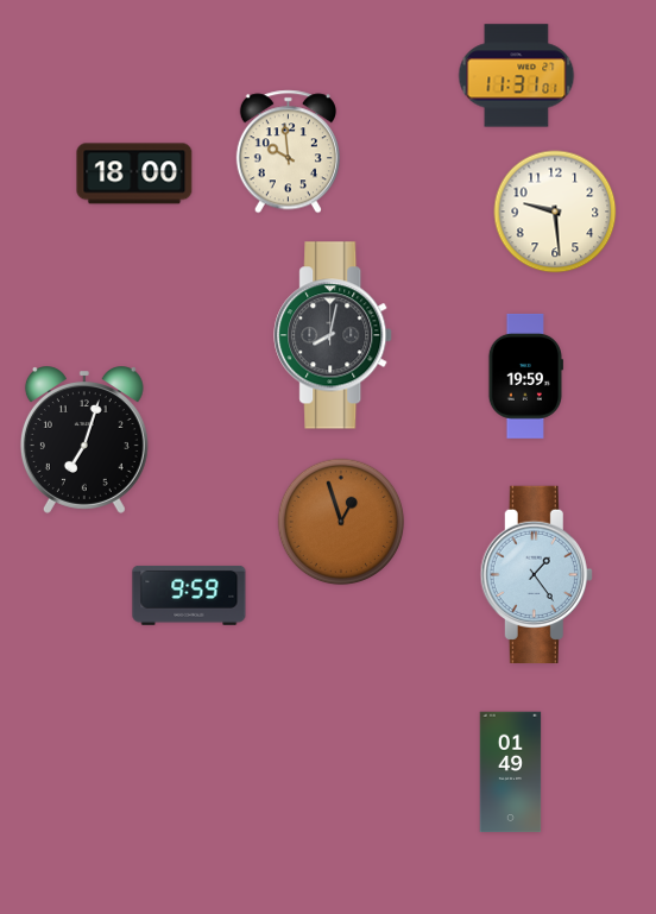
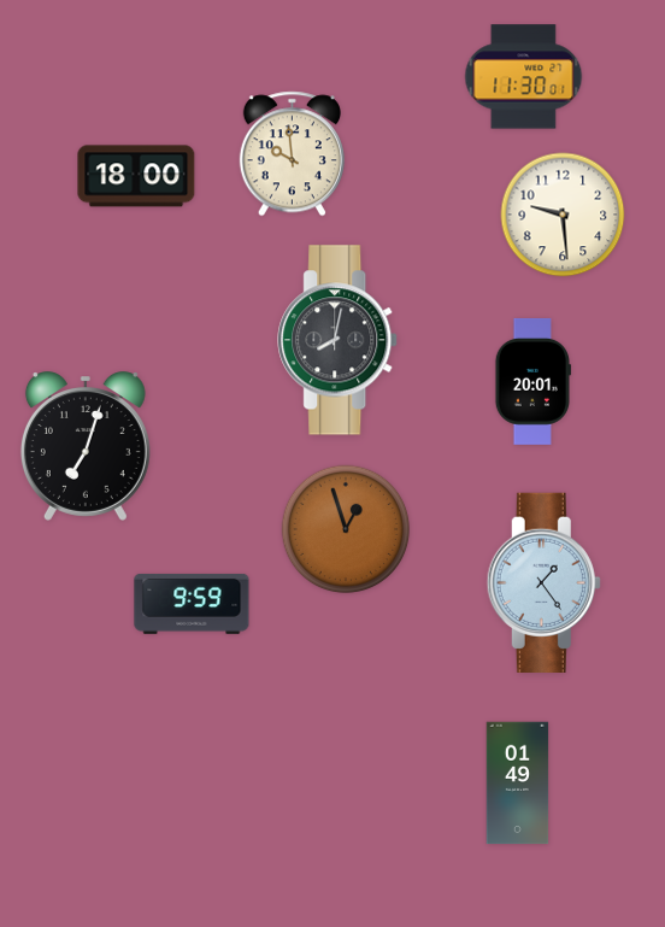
clock at (517, 76): 11:31 -> 11:30
clock at (525, 376): 19:59 -> 20:01
